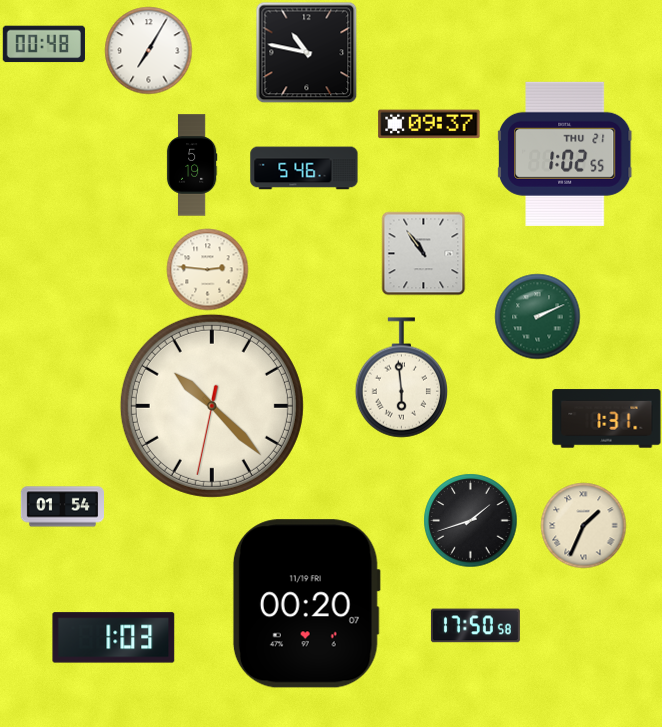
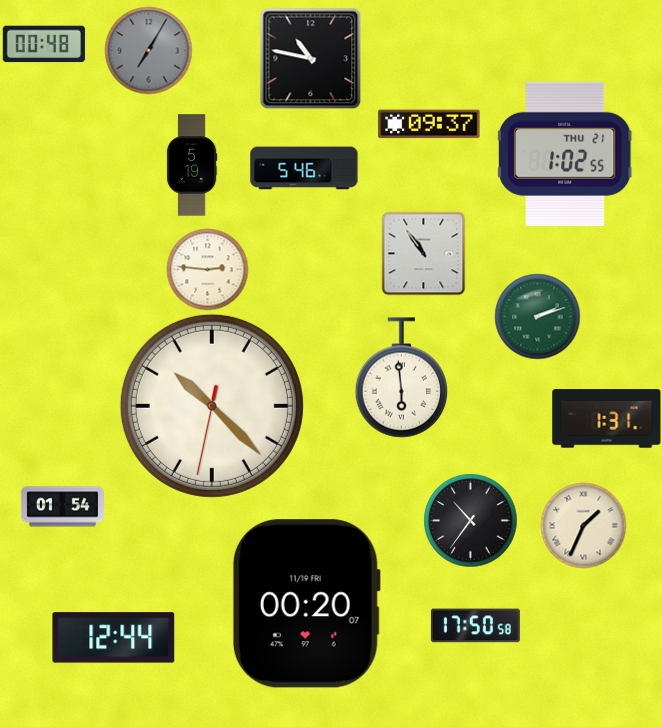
clock at (148, 50) dial: white -> grey
clock at (306, 52) position: (306, 52) -> (310, 58)
clock at (537, 316): 2:11 -> 2:12
clock at (470, 520): 1:42 -> 10:36
clock at (114, 638): 1:03 -> 12:44
